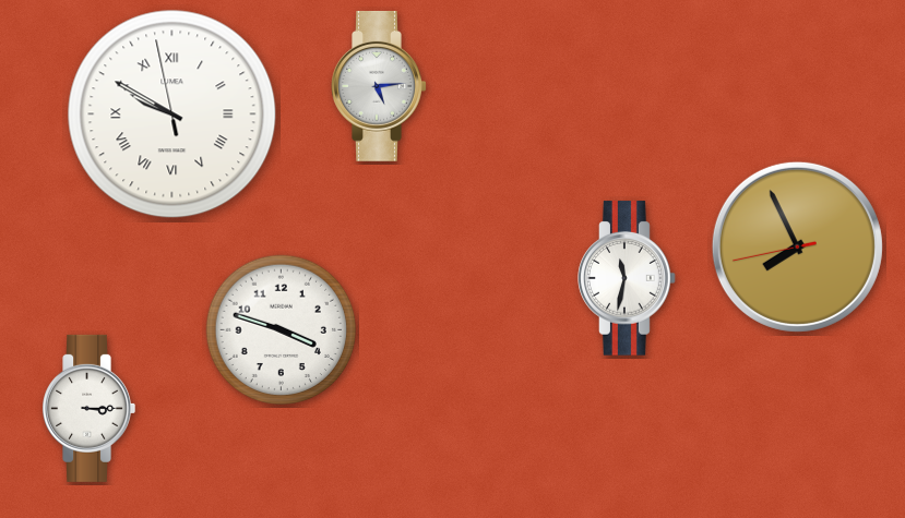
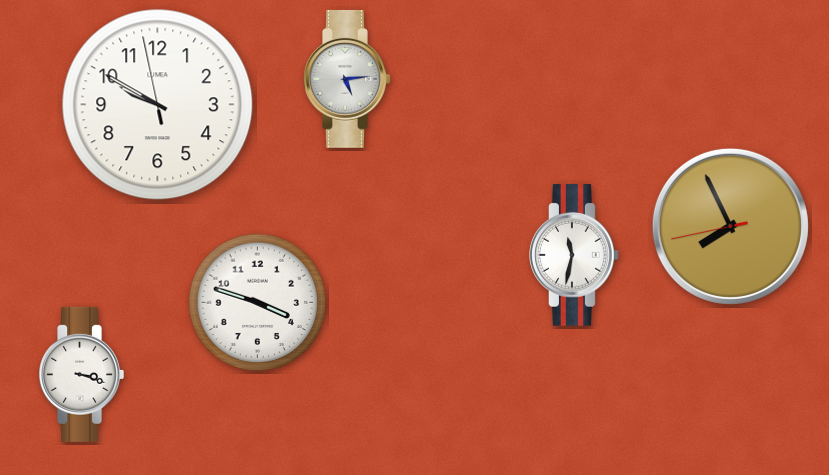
clock at (172, 115) numerals: Roman -> Arabic
clock at (88, 408): 3:15 -> 3:18
